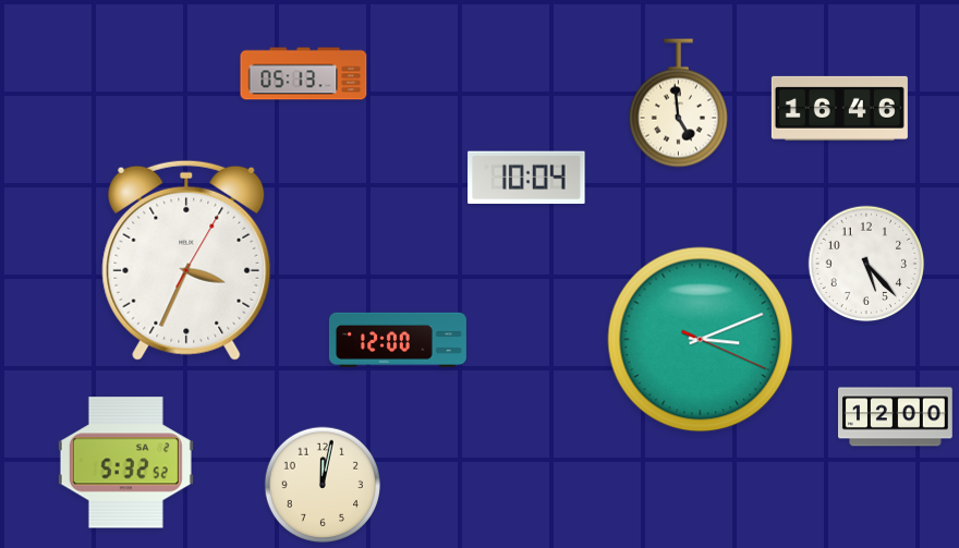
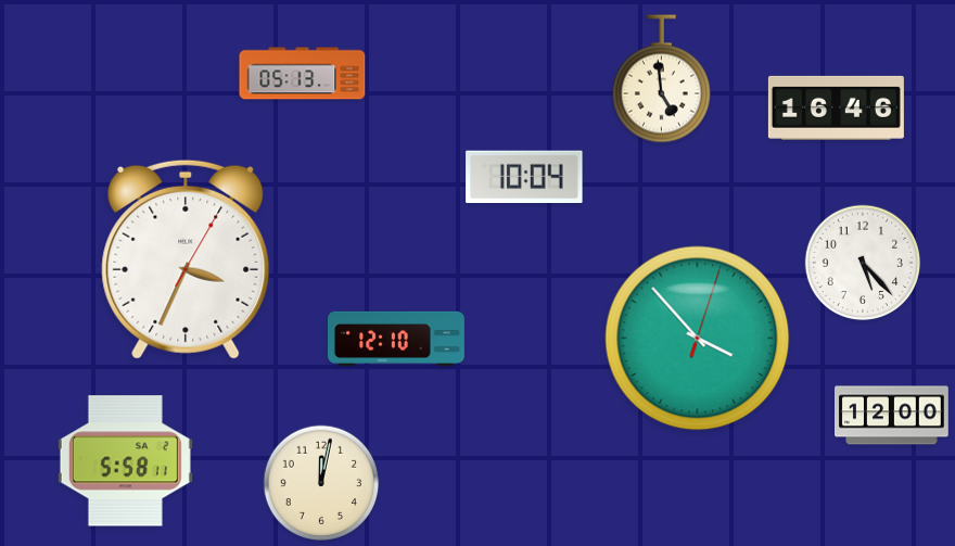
clock at (678, 103) position: (678, 103) -> (661, 79)
clock at (398, 340): 12:00 -> 12:10
clock at (701, 340): 3:11 -> 3:53
clock at (125, 463): 5:32 -> 5:58
